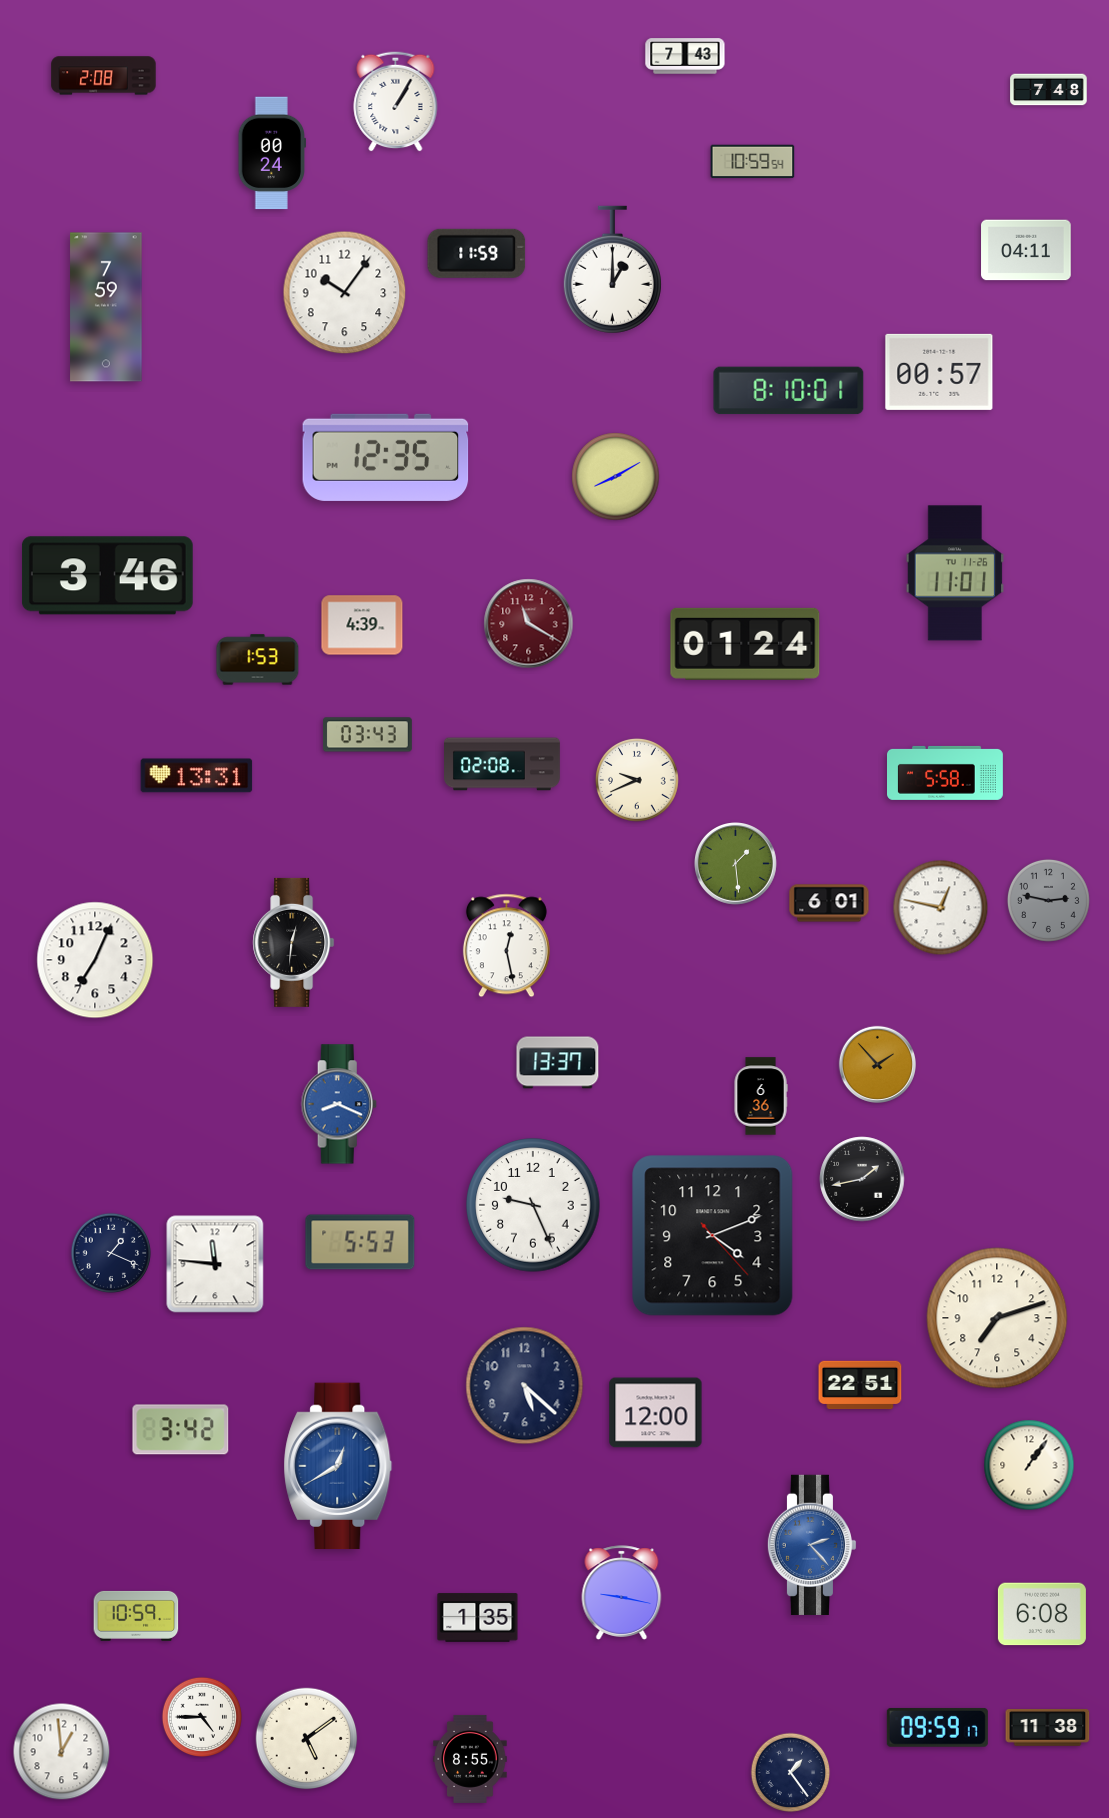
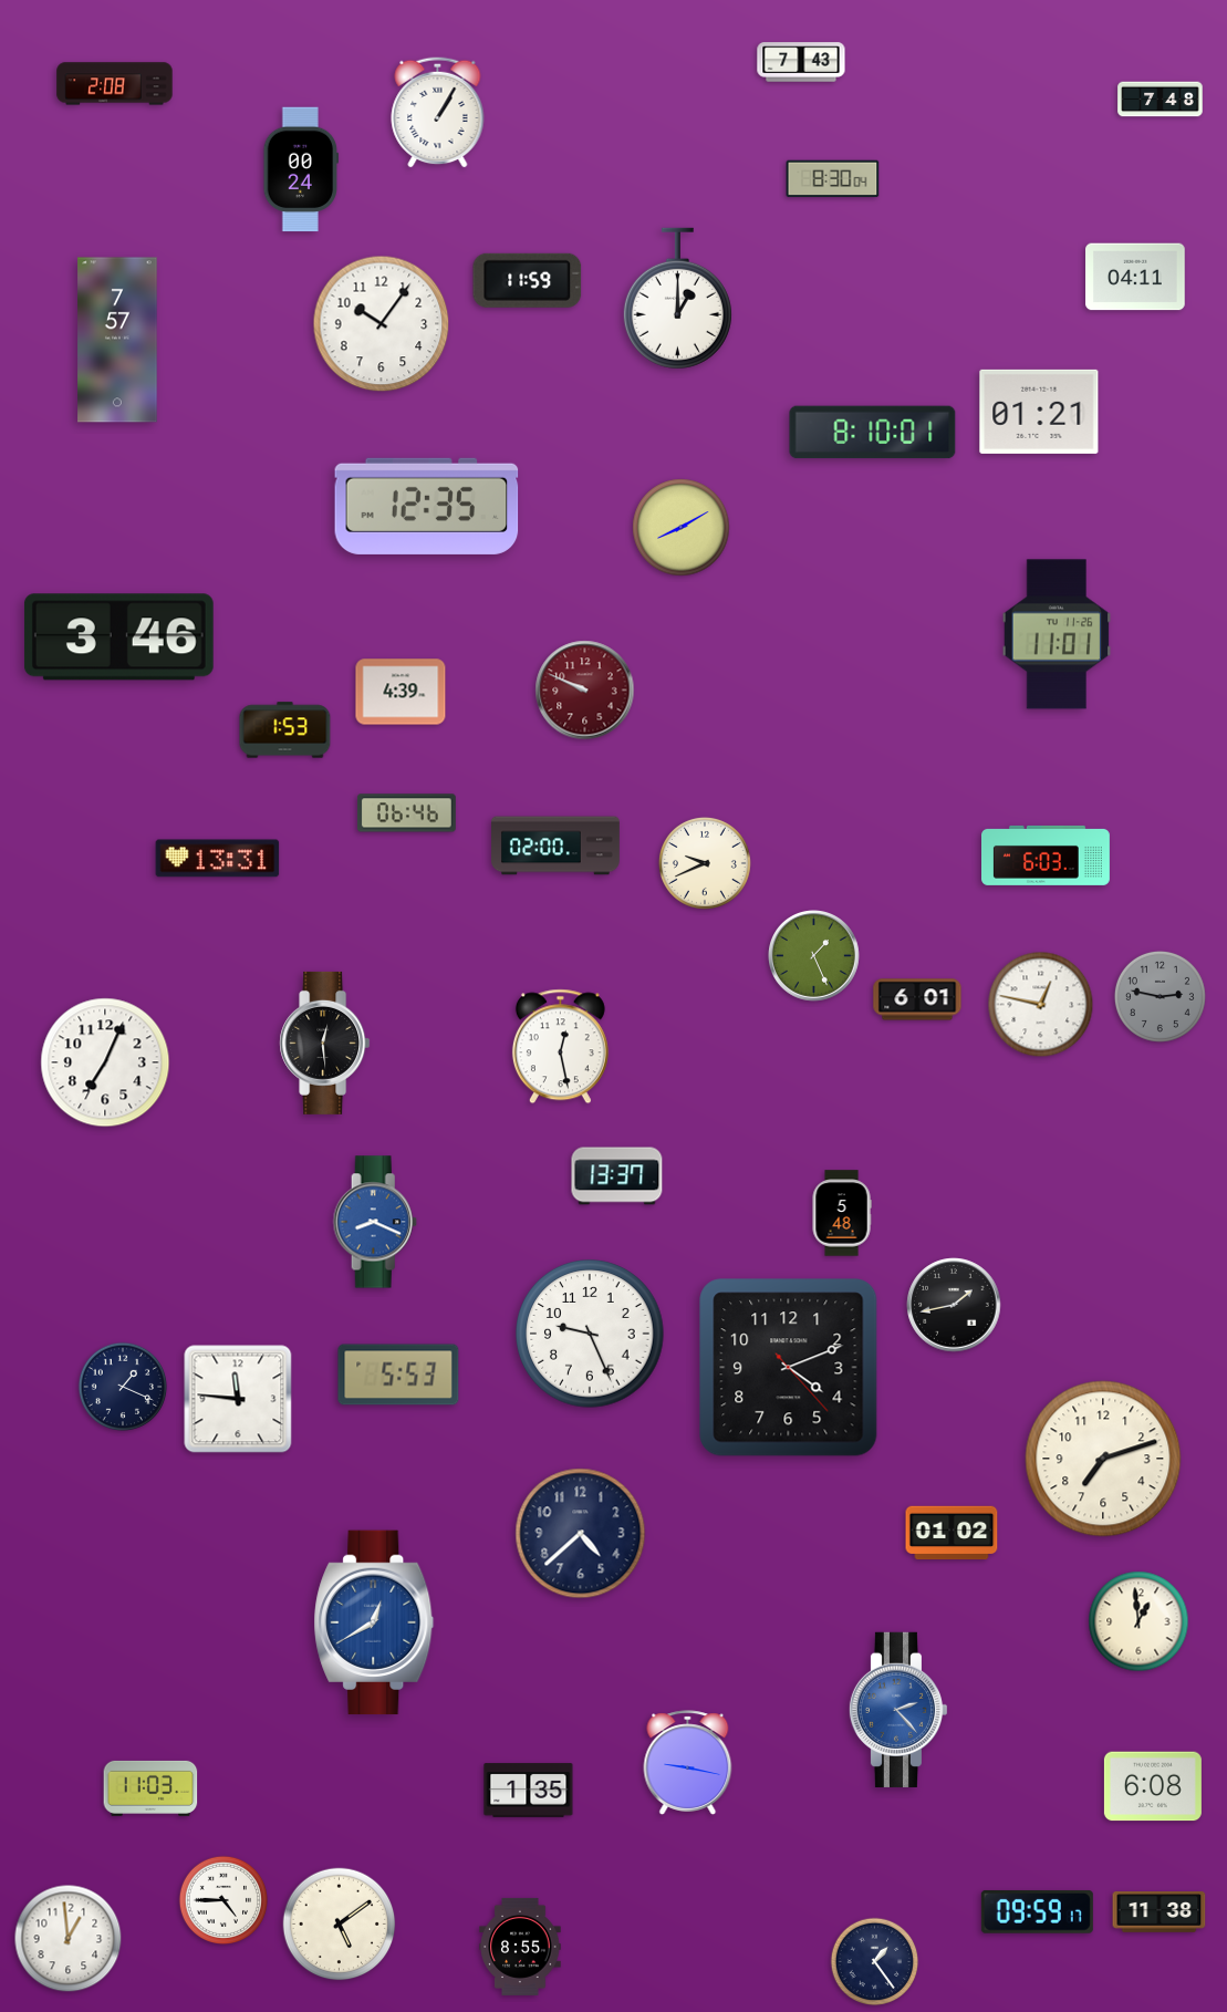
clock at (685, 56) position: (685, 56) -> (801, 62)
clock at (753, 162): 10:59 -> 8:30
clock at (106, 307): 7:59 -> 7:57
clock at (939, 372): 00:57 -> 01:21
clock at (529, 624): 11:20 -> 9:49
clock at (745, 644): 01:24 -> none
clock at (367, 735): 03:43 -> 06:46
clock at (503, 764): 02:08 -> 02:00
clock at (946, 773): 5:58 -> 6:03
clock at (736, 864): 1:29 -> 1:26
clock at (294, 942): 12:31 -> 12:29
clock at (877, 1064): 1:53 -> none
clock at (761, 1096): 6:36 -> 5:48
clock at (860, 1385): 22:51 -> 01:02
clock at (525, 1386): 5:22 -> 4:38
clock at (656, 1413): 12:00 -> none
clock at (181, 1430): 3:42 -> none
clock at (1029, 1465): 1:06 -> 12:59
clock at (136, 1616): 10:59 -> 11:03
